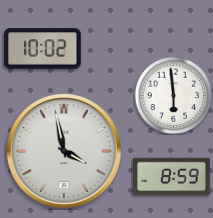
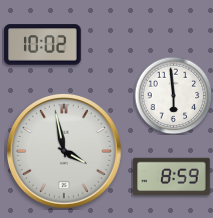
clock at (43, 49) position: (43, 49) -> (43, 45)
